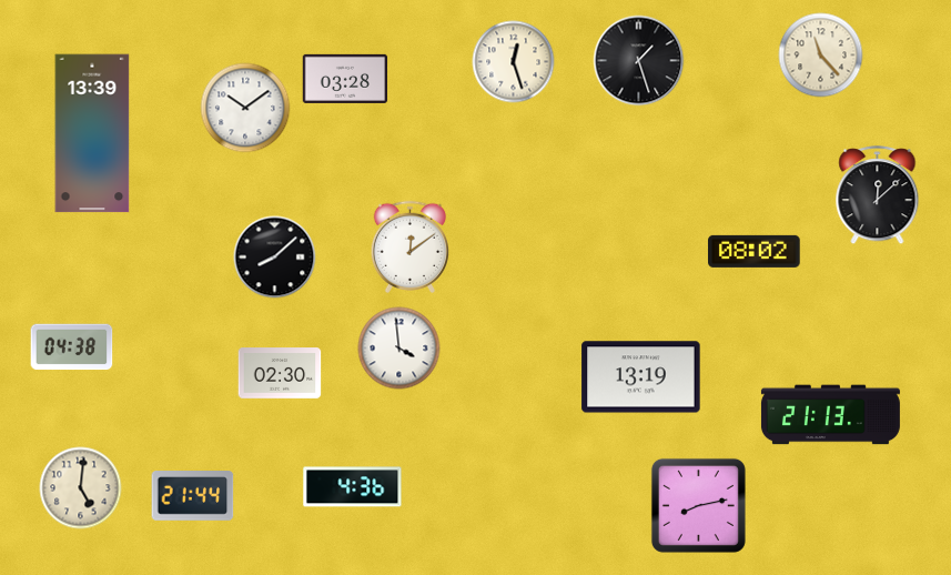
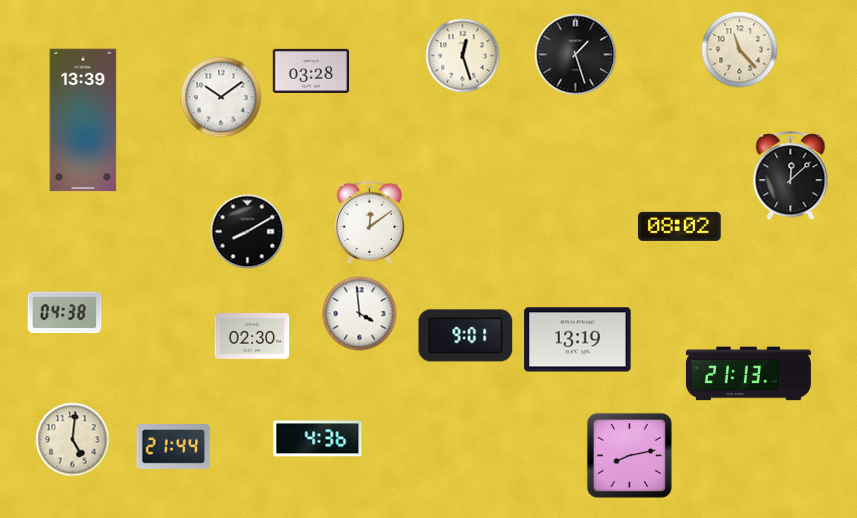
clock at (275, 258): 8:08 -> 8:10
clock at (466, 336): none -> 9:01
